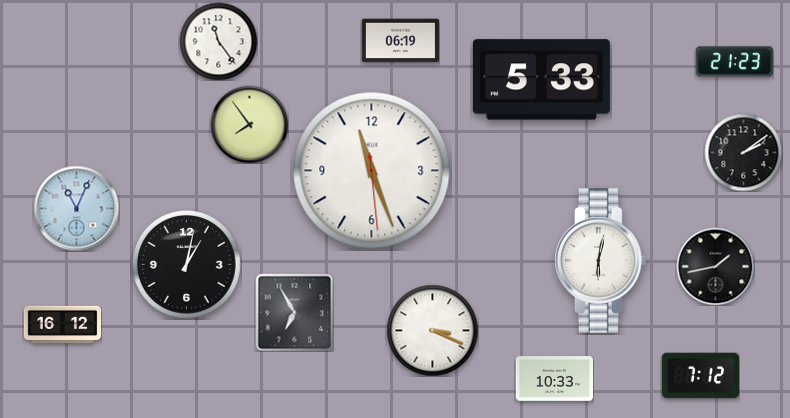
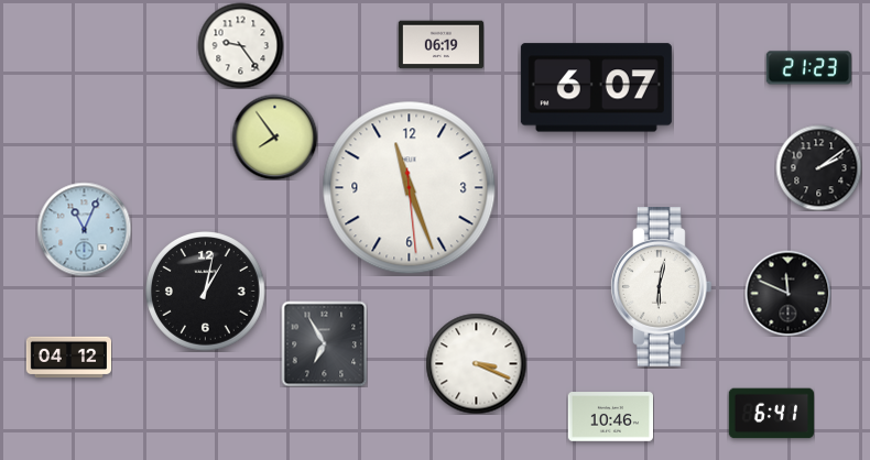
clock at (218, 41): 11:24 -> 9:24
clock at (541, 80): 5:33 -> 6:07
clock at (715, 266): 1:43 -> 11:49
clock at (62, 325): 16:12 -> 04:12
clock at (700, 376): 7:12 -> 6:41
clock at (554, 379): 10:33 -> 10:46
